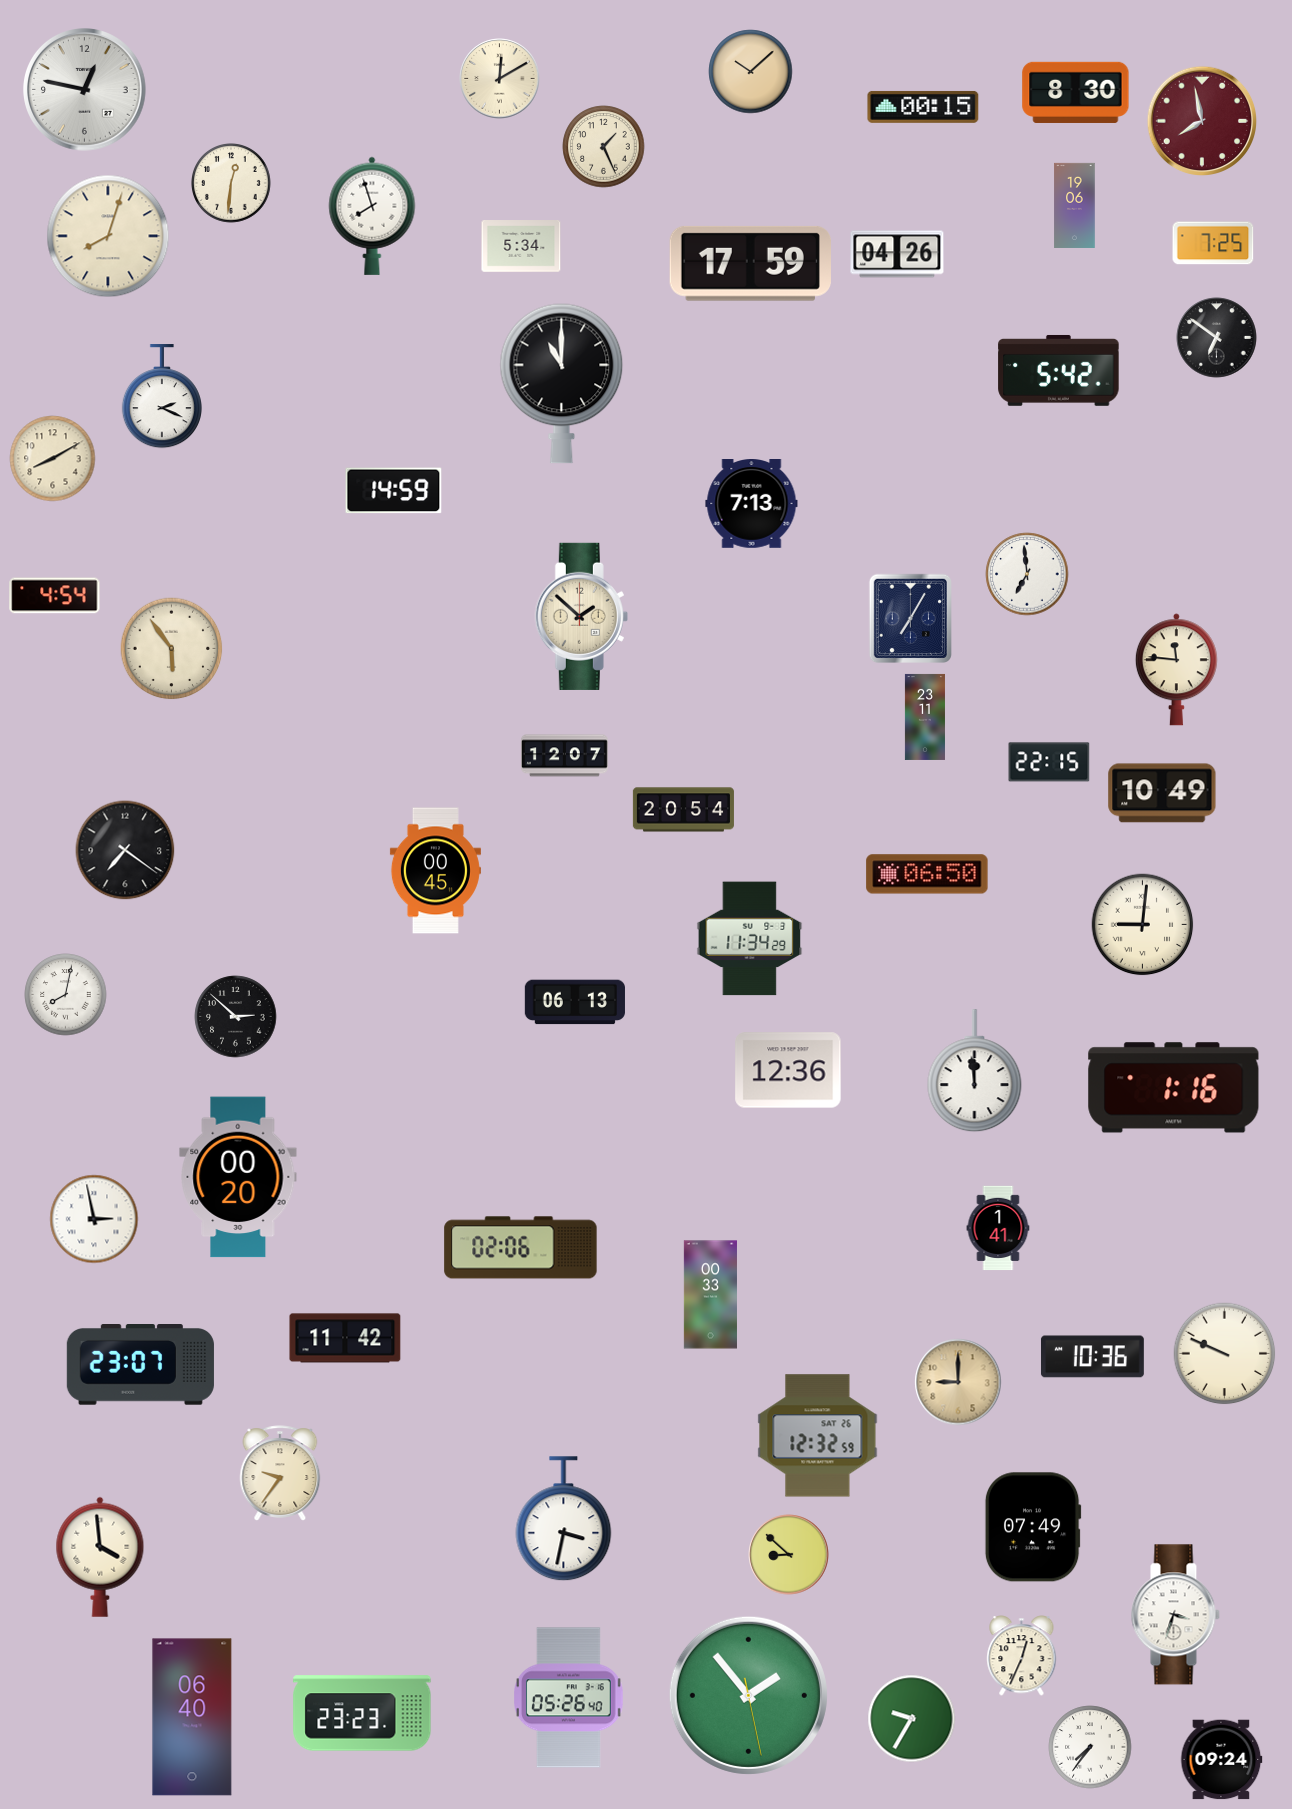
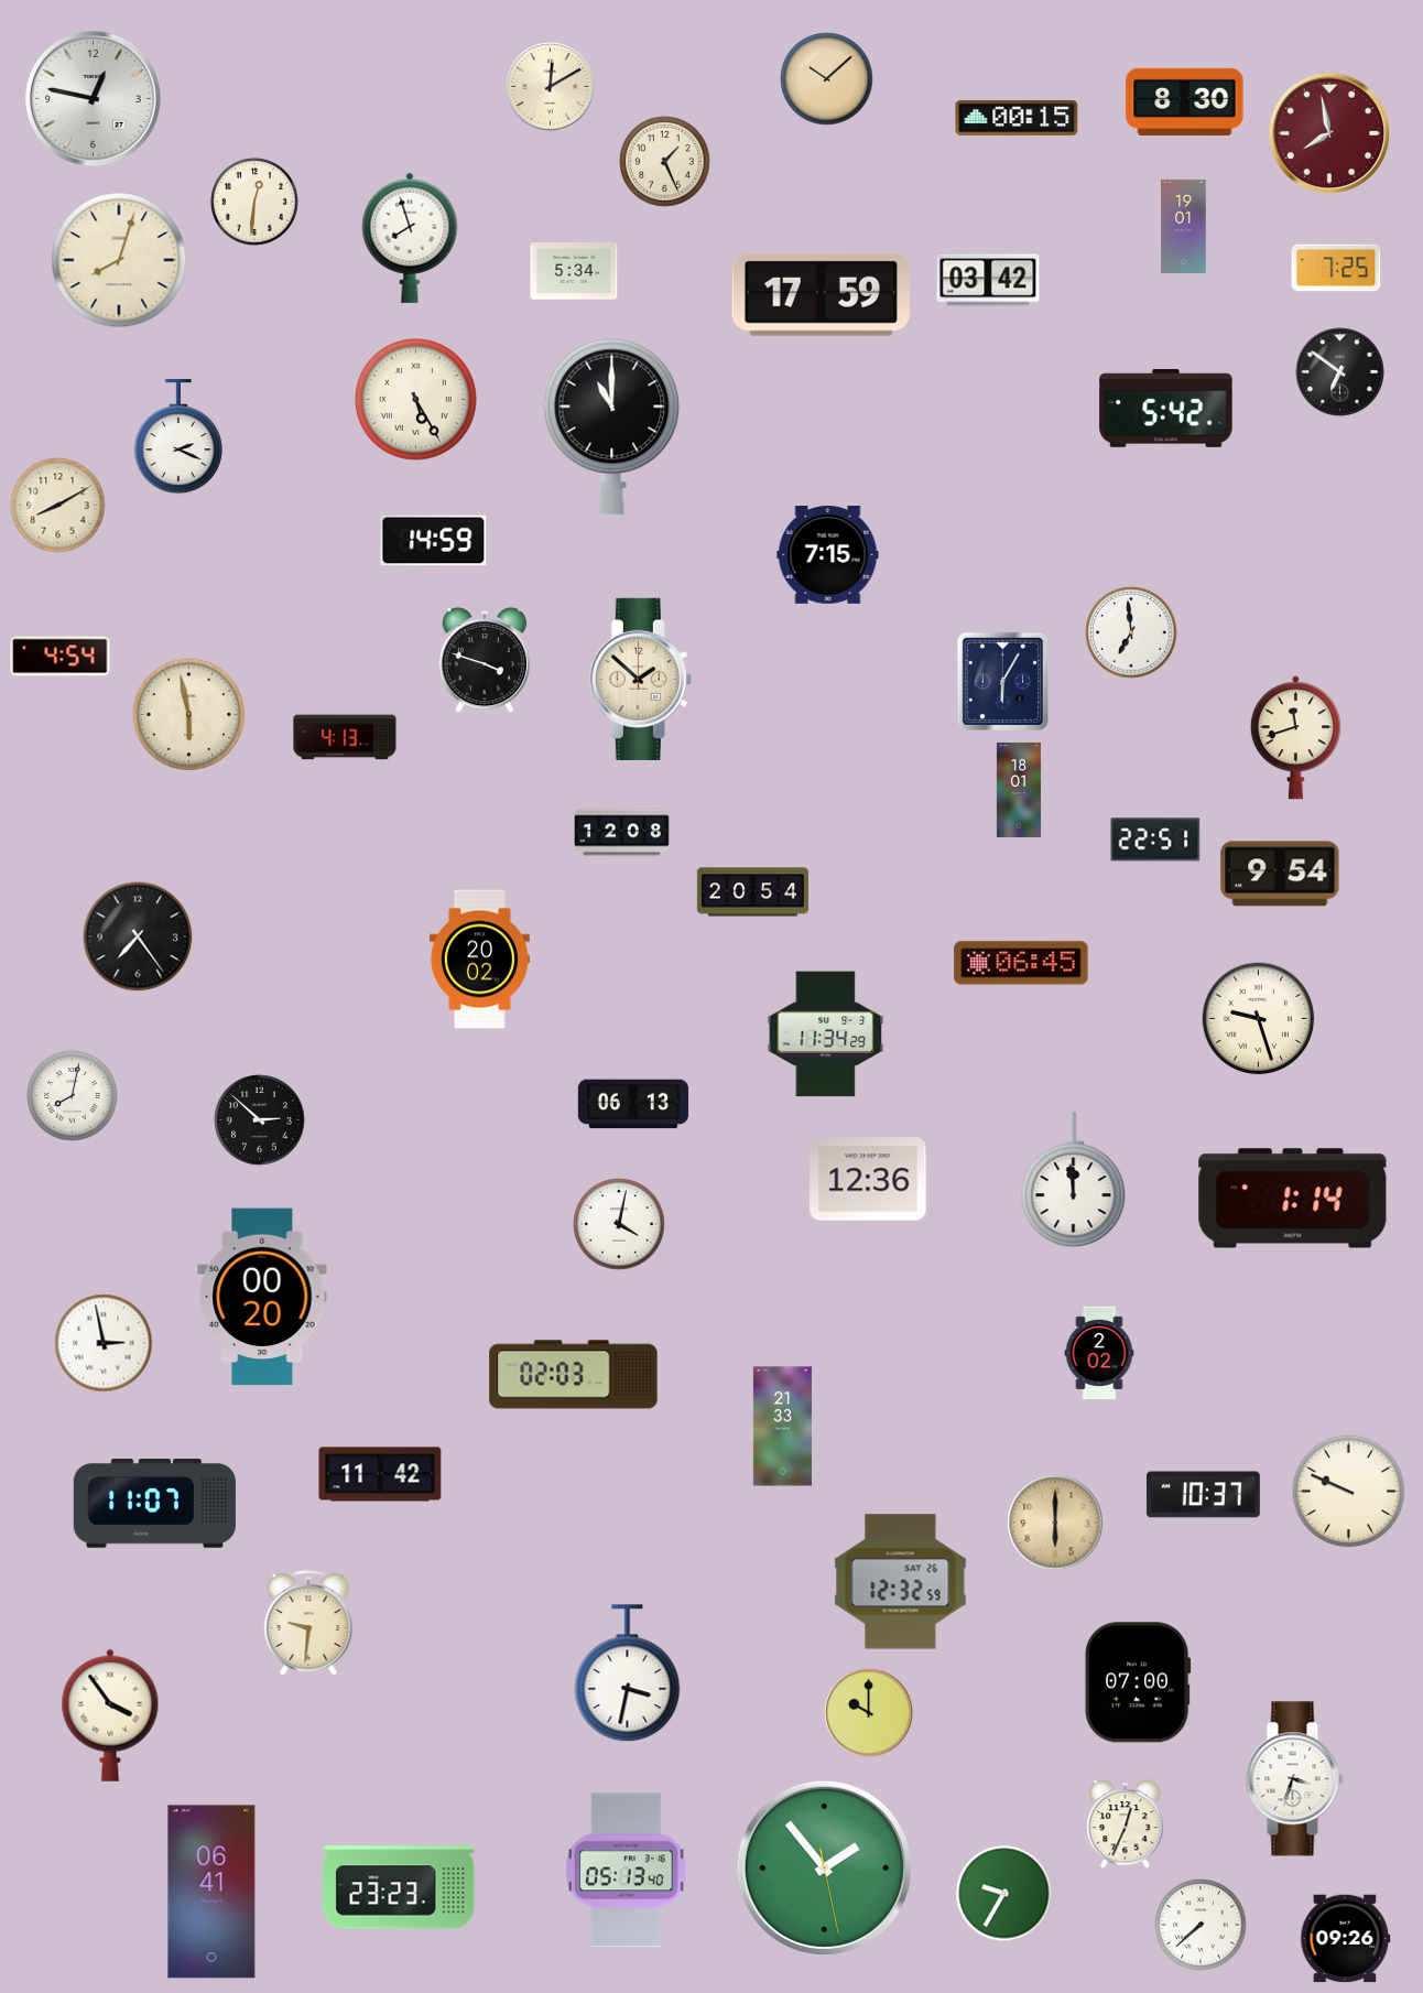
clock at (1202, 121) position: (1202, 121) -> (1329, 133)
clock at (1075, 205): 19:06 -> 19:01
clock at (897, 254): 04:26 -> 03:42
clock at (750, 263) position: (750, 263) -> (821, 294)
clock at (416, 400): none -> 5:25
clock at (562, 383) position: (562, 383) -> (612, 426)
clock at (752, 504): 7:13 -> 7:15
clock at (485, 661): none -> 3:48
clock at (910, 618): 7:05 -> 6:05
clock at (172, 649): 5:54 -> 5:58
clock at (345, 737): none -> 4:13
clock at (1176, 670): 11:46 -> 11:42
clock at (925, 717): 23:11 -> 18:01
clock at (564, 756): 12:07 -> 12:08
clock at (1049, 762): 22:15 -> 22:51
clock at (1162, 793): 10:49 -> 9:54
clock at (125, 850): 7:21 -> 7:24
clock at (435, 871): 00:45 -> 20:02
clock at (927, 874): 06:50 -> 06:45
clock at (1143, 925): 9:01 -> 9:27
clock at (1174, 1088): 1:16 -> 1:14
clock at (619, 1224): none -> 4:02
clock at (998, 1228): 1:41 -> 2:02
clock at (521, 1248): 02:06 -> 02:03
clock at (710, 1295): 00:33 -> 21:33
clock at (1092, 1357): 10:36 -> 10:37
clock at (140, 1365): 23:07 -> 11:07
clock at (958, 1382): 9:00 -> 6:00
clock at (280, 1473): 9:36 -> 9:31
clock at (564, 1519) position: (564, 1519) -> (628, 1674)
clock at (1033, 1527): 07:49 -> 07:00
clock at (789, 1555): 8:52 -> 10:00
clock at (100, 1557): 3:59 -> 3:54
clock at (569, 1698): 05:26 -> 05:13
clock at (192, 1717): 06:40 -> 06:41
clock at (1090, 1747): 7:36 -> 7:38
clock at (1221, 1760): 09:24 -> 09:26
